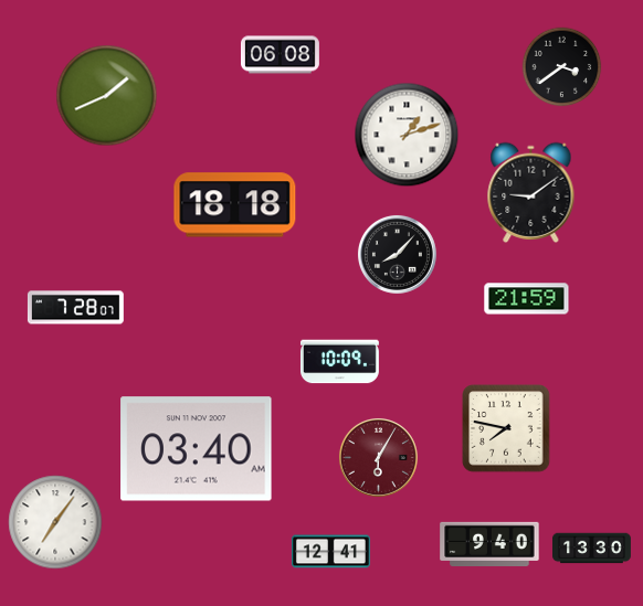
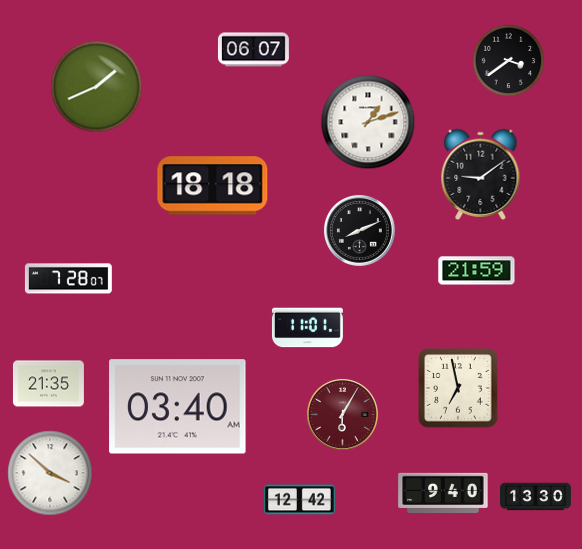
clock at (280, 55): 06:08 -> 06:07
clock at (397, 254): 8:07 -> 8:11
clock at (339, 362): 10:09 -> 11:01
clock at (48, 384): none -> 21:35
clock at (506, 428): 7:47 -> 6:58
clock at (55, 522): 7:06 -> 3:52
clock at (330, 552): 12:41 -> 12:42
